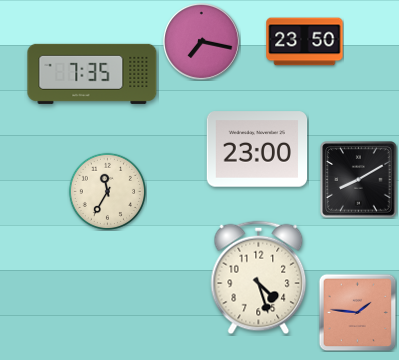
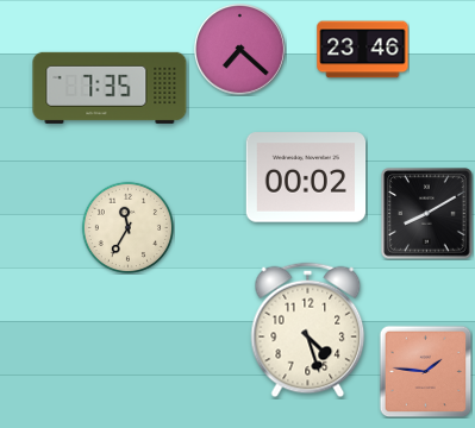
clock at (201, 41): 7:17 -> 7:22
clock at (305, 42): 23:50 -> 23:46
clock at (257, 149): 23:00 -> 00:02
